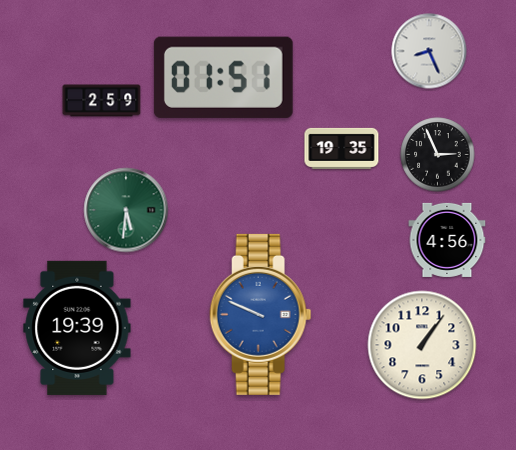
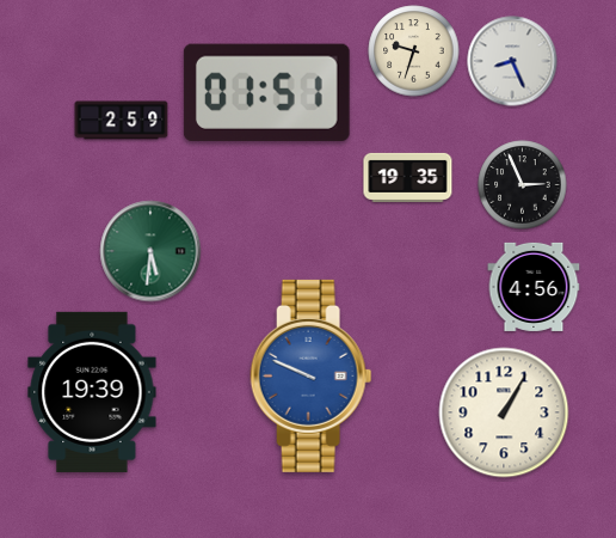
clock at (414, 51): none -> 9:33
clock at (422, 345): 1:06 -> 1:05
